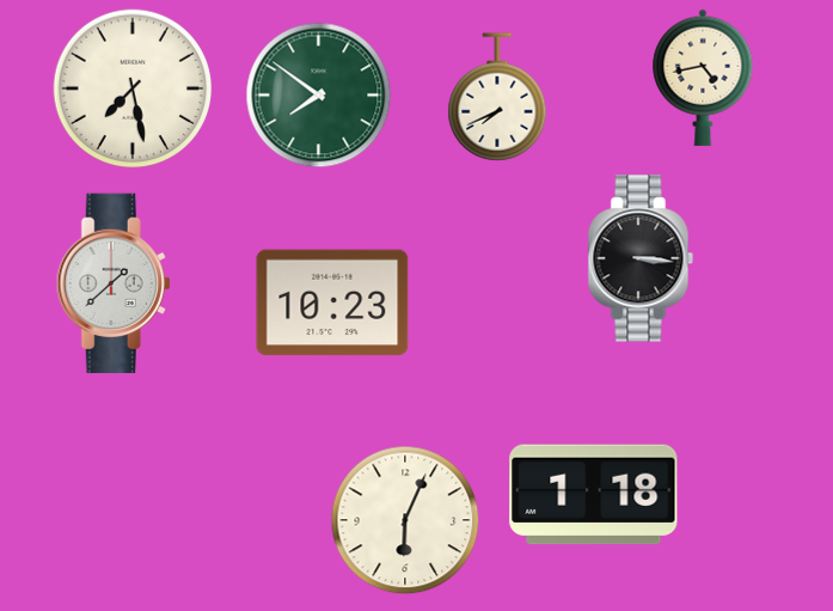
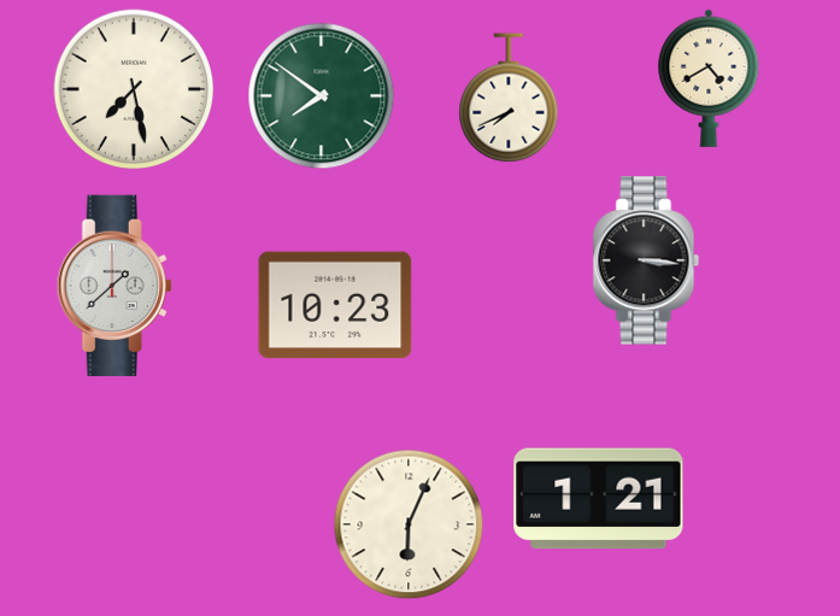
clock at (703, 78): 4:43 -> 4:40
clock at (497, 97) position: (497, 97) -> (509, 98)
clock at (594, 495): 1:18 -> 1:21
